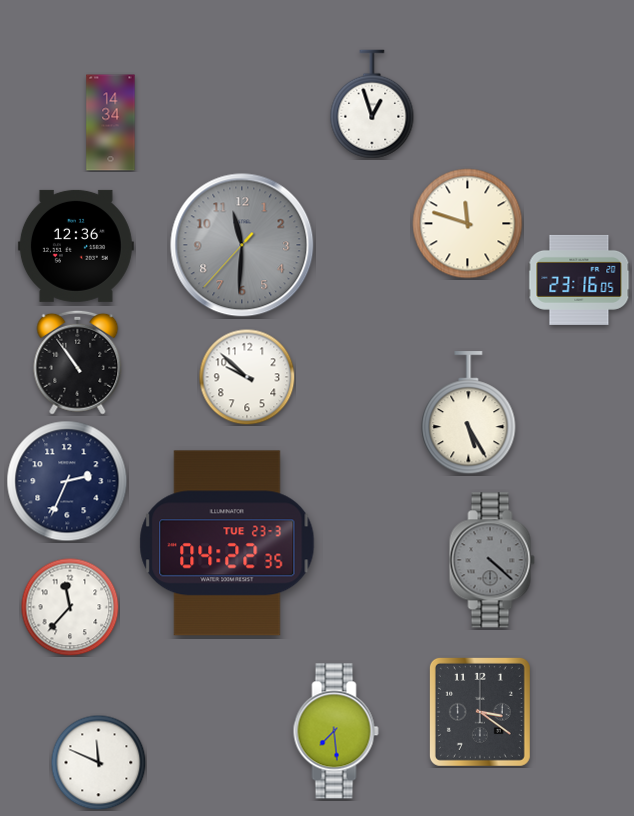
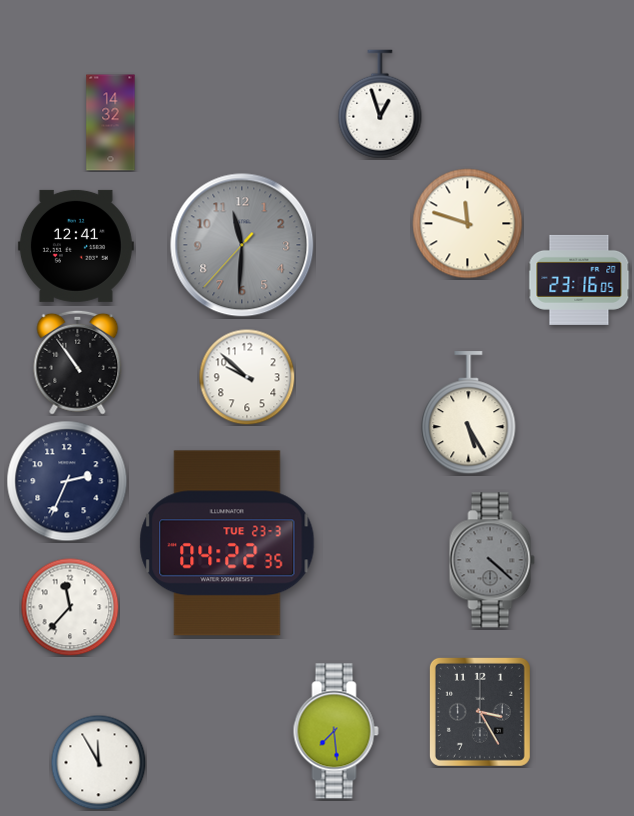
clock at (372, 104) position: (372, 104) -> (380, 104)
clock at (111, 123): 14:34 -> 14:32
clock at (76, 246): 12:36 -> 12:41
clock at (480, 712): 3:21 -> 3:25
clock at (98, 762): 11:49 -> 11:55
